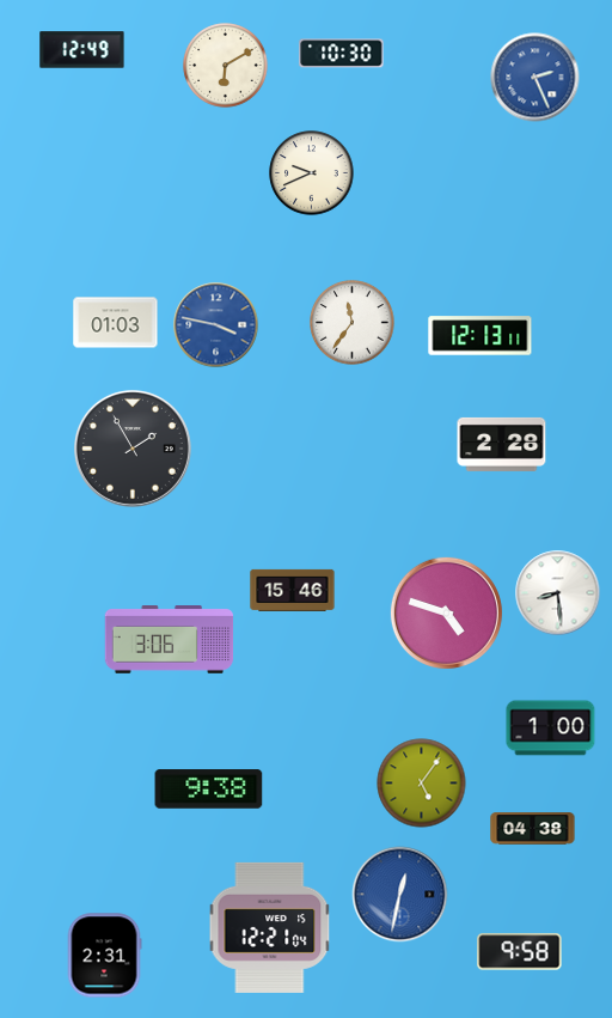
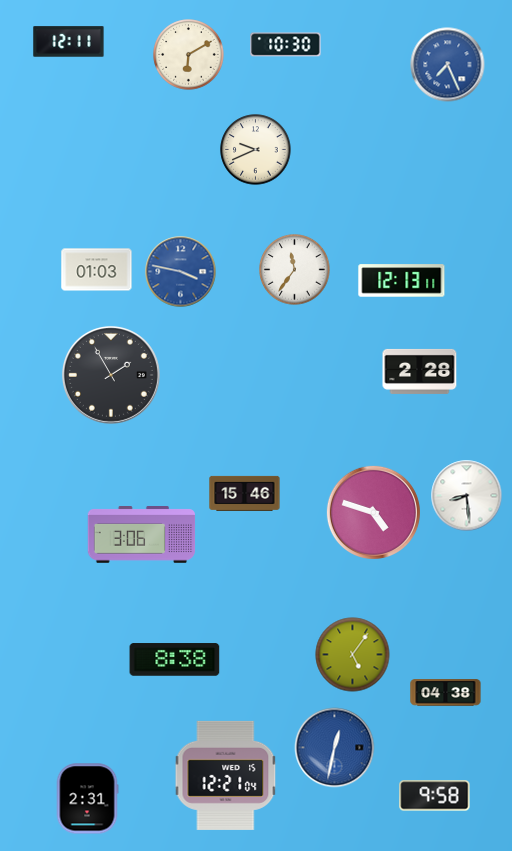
clock at (82, 50): 12:49 -> 12:11
clock at (535, 78): 2:26 -> 7:26
clock at (312, 173) position: (312, 173) -> (256, 150)
clock at (551, 729): 1:00 -> none
clock at (209, 790): 9:38 -> 8:38
